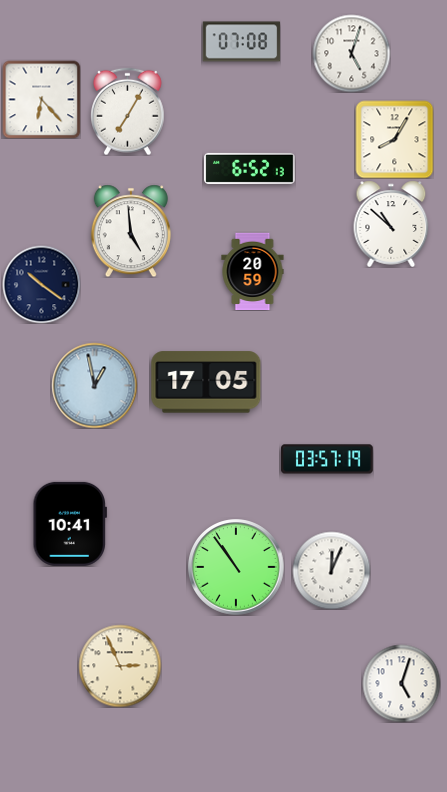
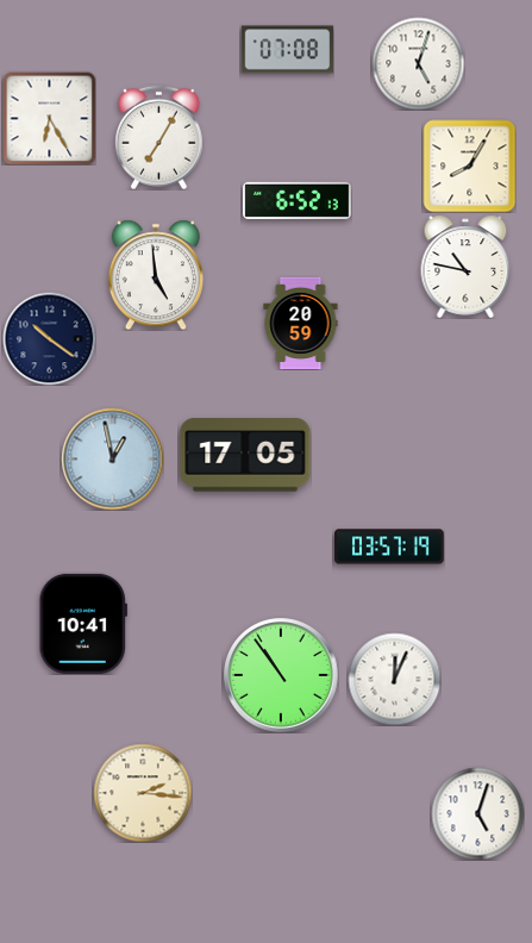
clock at (41, 99): 6:23 -> 6:25
clock at (128, 111) position: (128, 111) -> (159, 137)
clock at (391, 224): 10:52 -> 10:47
clock at (120, 666): 2:56 -> 2:16
